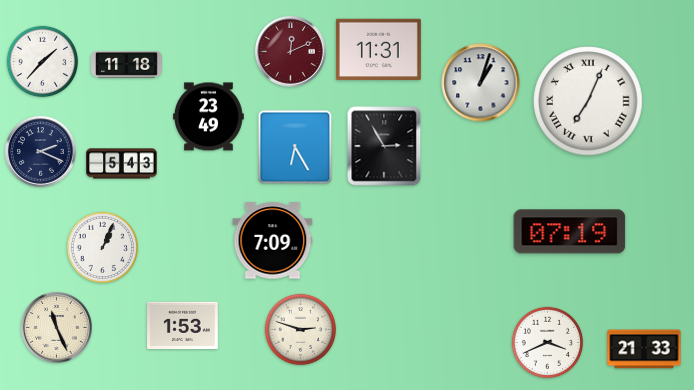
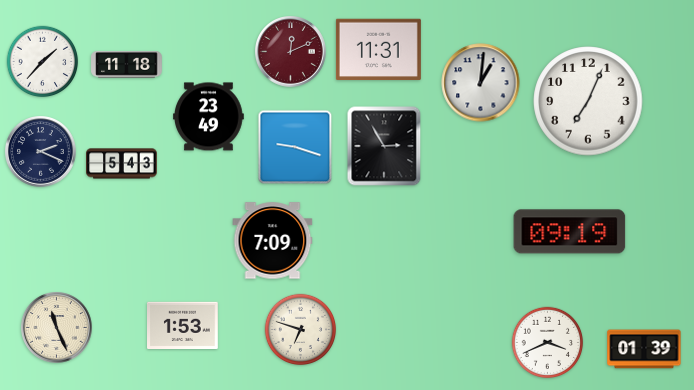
clock at (481, 83): 1:03 -> 1:01
clock at (588, 101) numerals: Roman -> Arabic
clock at (295, 147): 6:25 -> 9:18
clock at (570, 232): 07:19 -> 09:19
clock at (103, 248): 1:04 -> none
clock at (301, 330): 2:48 -> 6:48
clock at (644, 349): 21:33 -> 01:39
